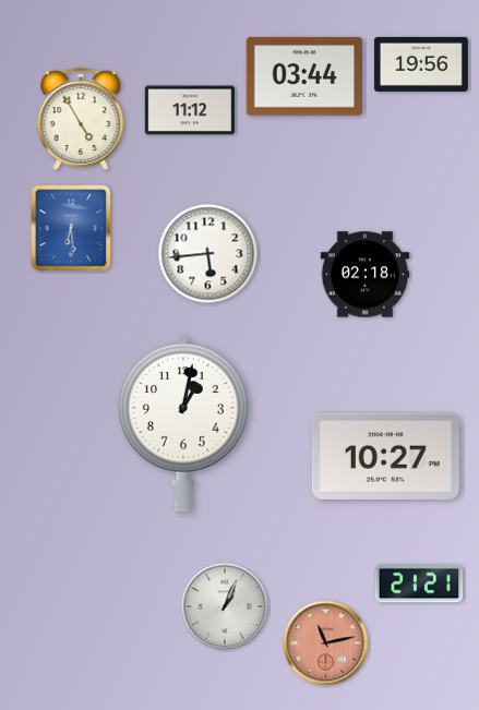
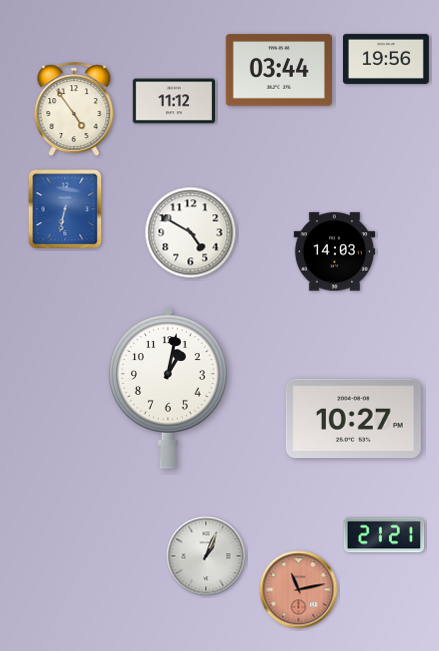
clock at (81, 119): 4:55 -> 4:54
clock at (71, 228): 6:29 -> 6:32
clock at (208, 254): 5:44 -> 4:50
clock at (366, 275): 02:18 -> 14:03
